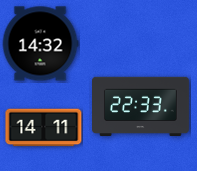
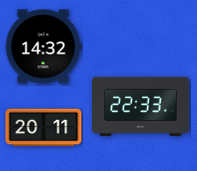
clock at (40, 44) position: (40, 44) -> (43, 47)
clock at (44, 128): 14:11 -> 20:11
